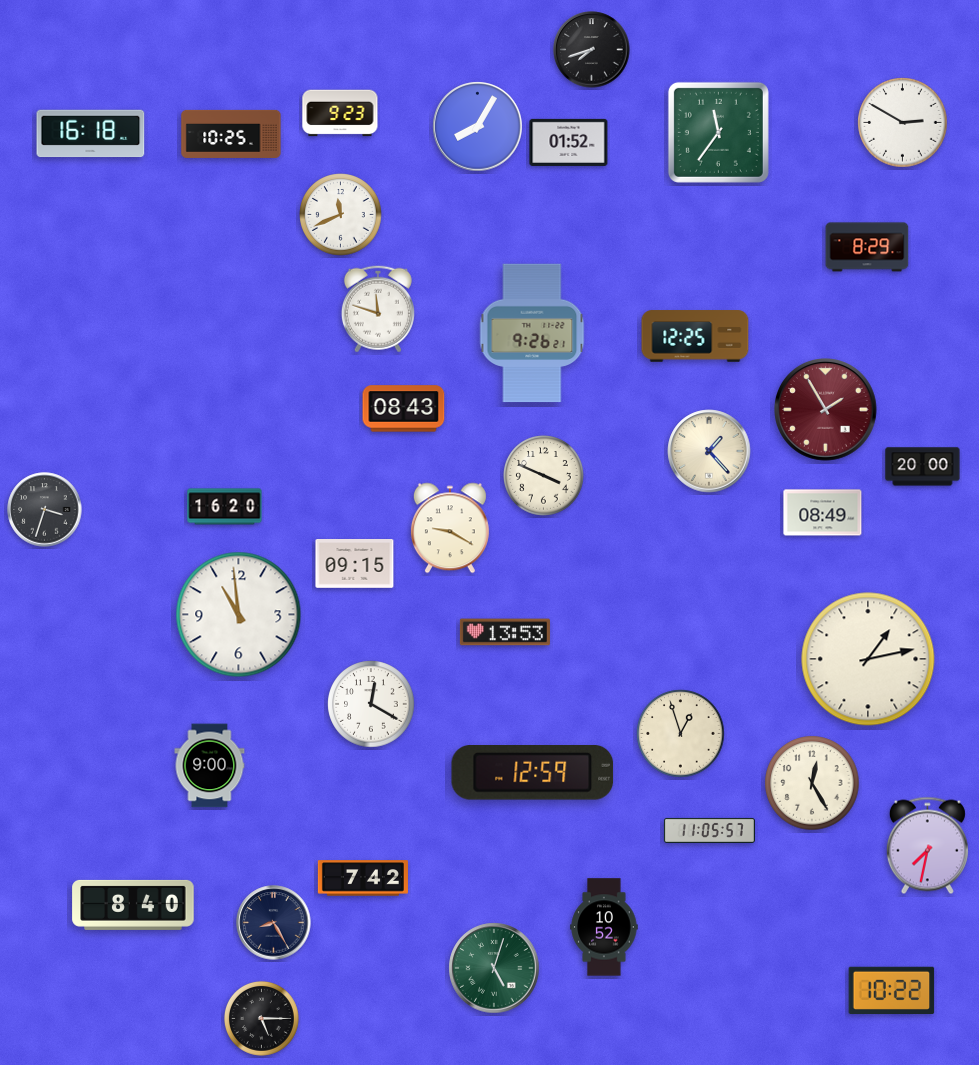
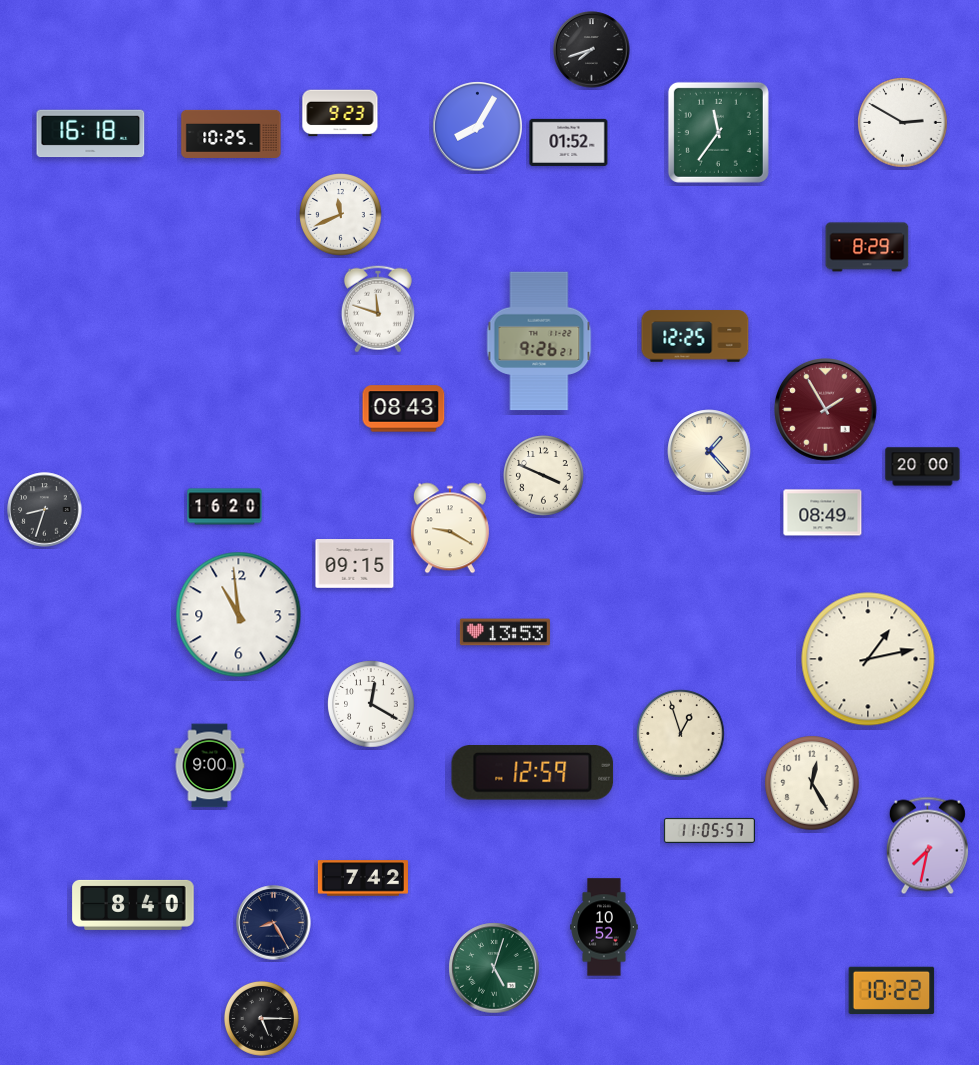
clock at (532, 333) position: (532, 333) -> (539, 341)
clock at (45, 510): 3:33 -> 8:33
